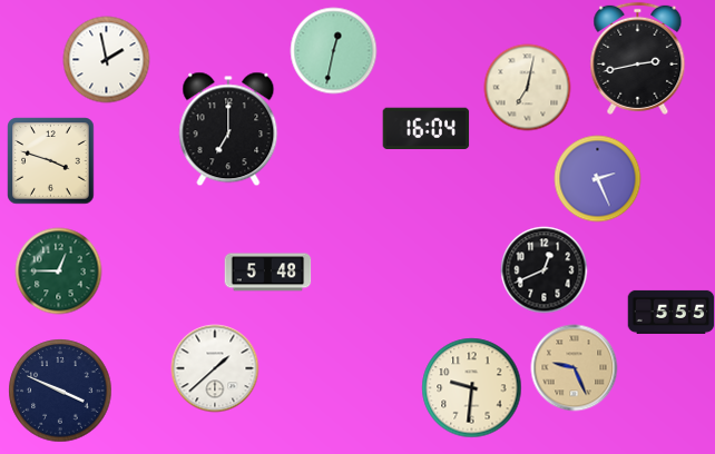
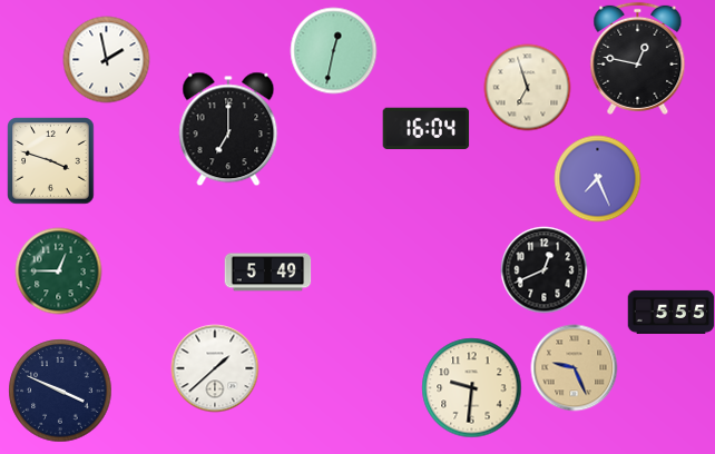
clock at (638, 58): 2:43 -> 12:47
clock at (527, 87): 7:02 -> 6:57
clock at (597, 178): 2:26 -> 7:26
clock at (267, 273): 5:48 -> 5:49
